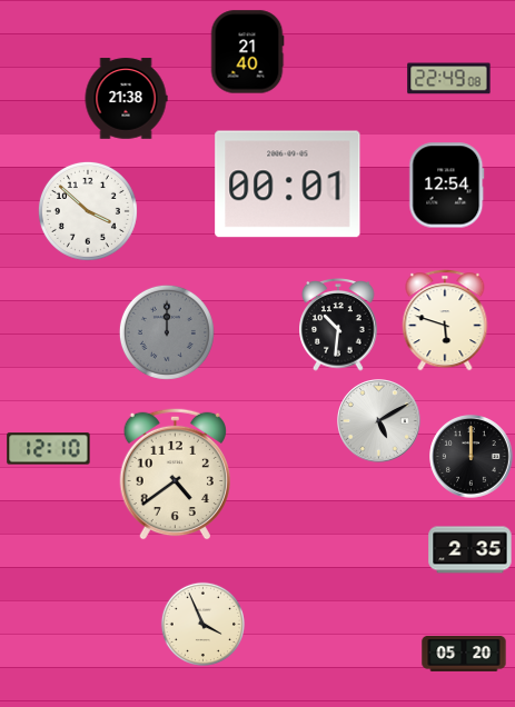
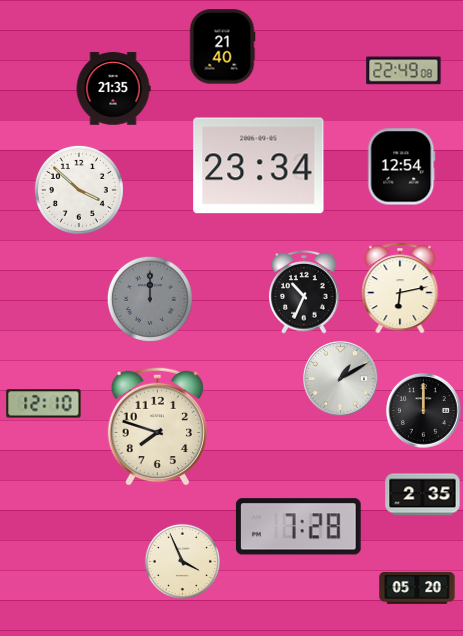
clock at (126, 99): 21:38 -> 21:35
clock at (288, 185): 00:01 -> 23:34
clock at (445, 320): 5:48 -> 6:13
clock at (338, 325): 10:31 -> 10:34
clock at (379, 421): 5:10 -> 1:10
clock at (175, 474): 4:39 -> 7:48
clock at (298, 527): none -> 7:28
